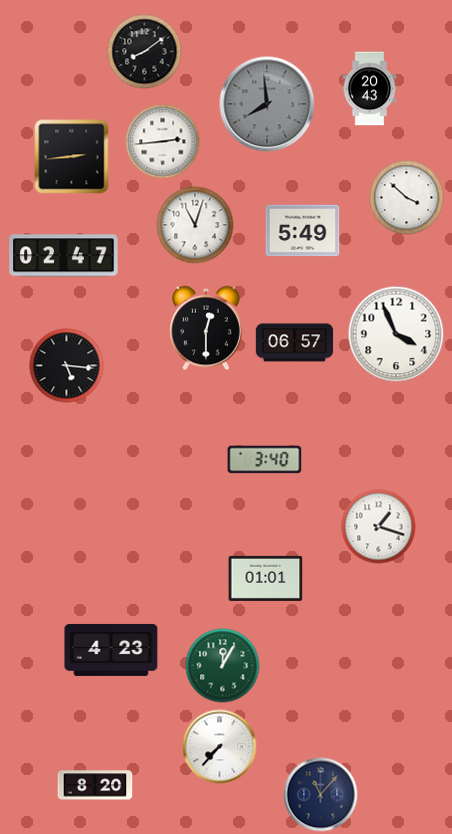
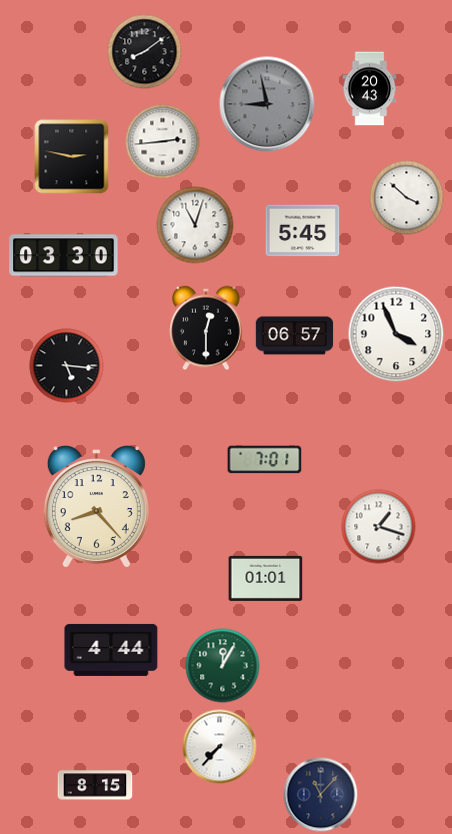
clock at (267, 104): 7:59 -> 8:58
clock at (72, 157): 2:44 -> 2:47
clock at (303, 231): 5:49 -> 5:45
clock at (64, 256): 02:47 -> 03:30
clock at (295, 343) position: (295, 343) -> (295, 336)
clock at (265, 460): 3:40 -> 7:01
clock at (96, 507): none -> 8:23
clock at (111, 650): 4:23 -> 4:44
clock at (95, 785): 8:20 -> 8:15
